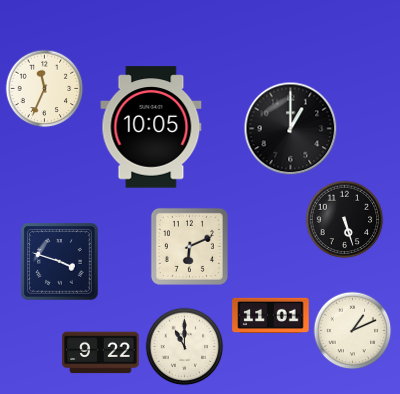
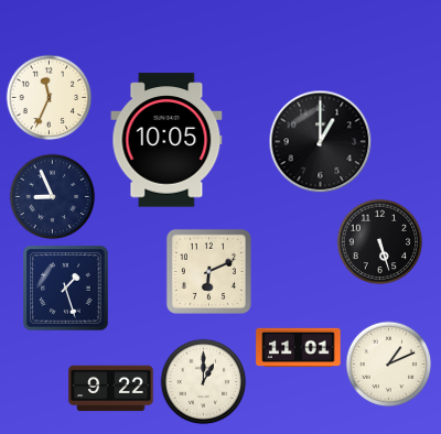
clock at (52, 196): none -> 8:56
clock at (60, 262): 3:48 -> 1:27
clock at (184, 346): 11:00 -> 1:00
